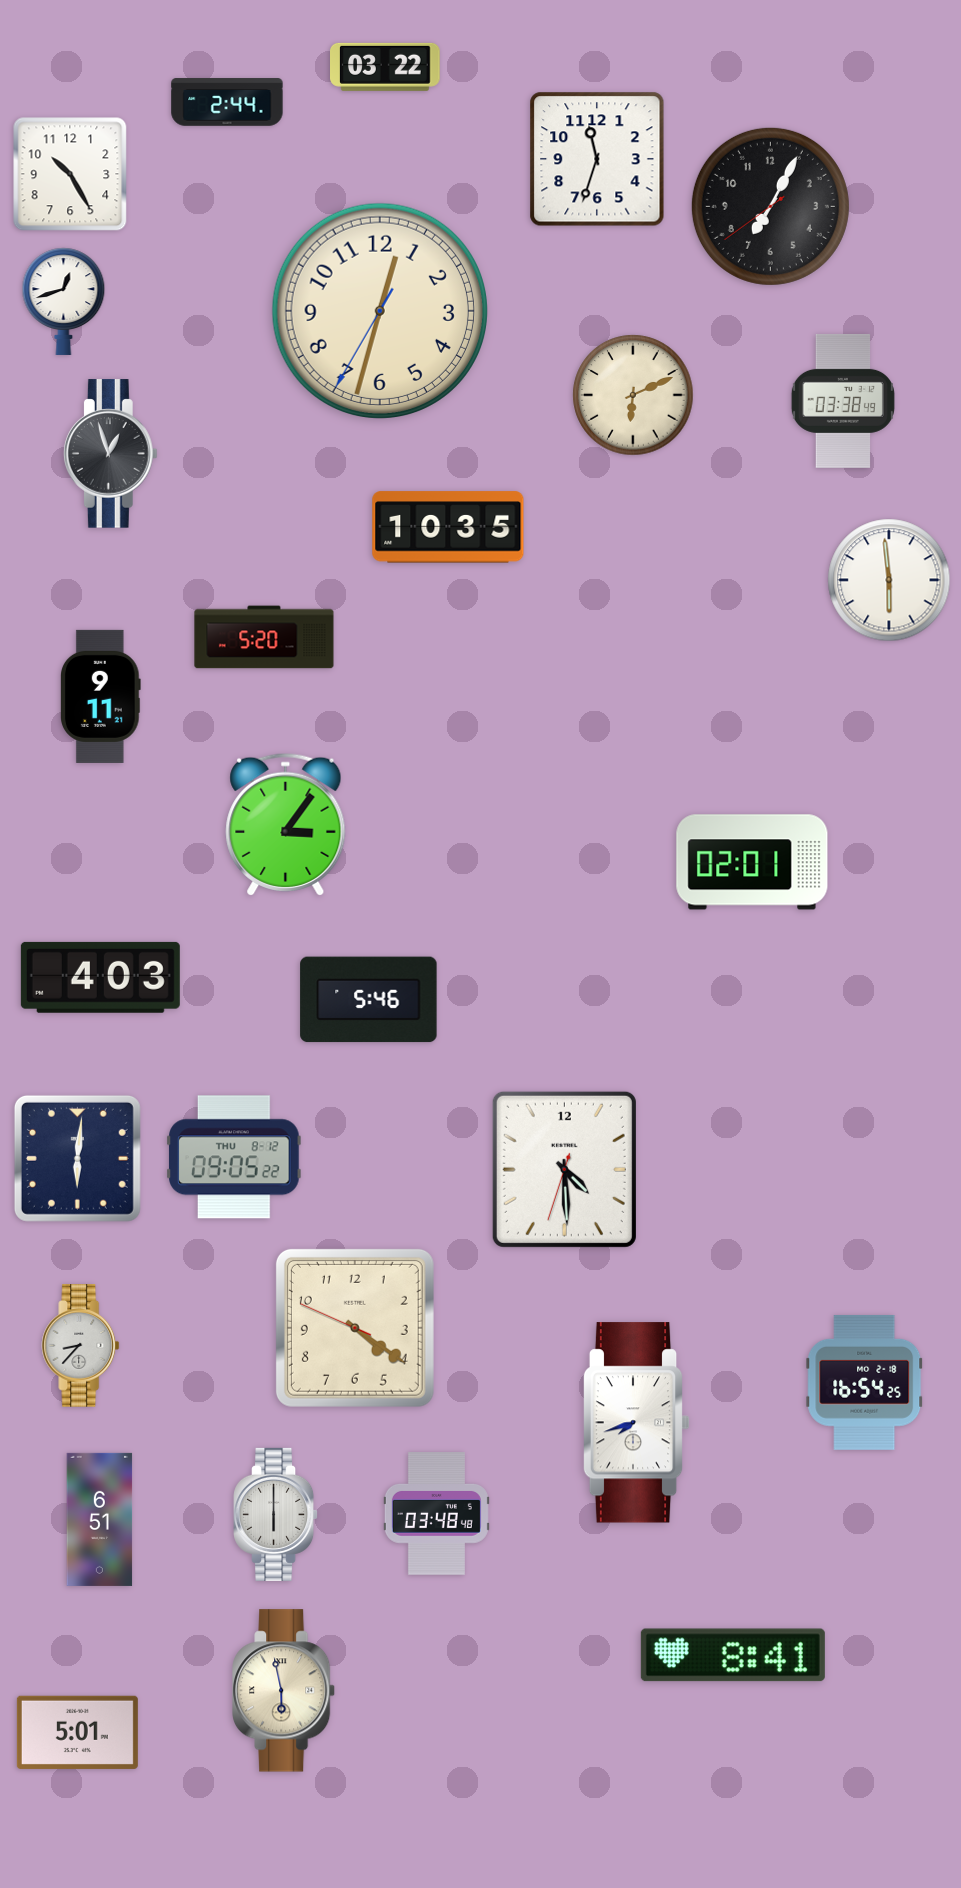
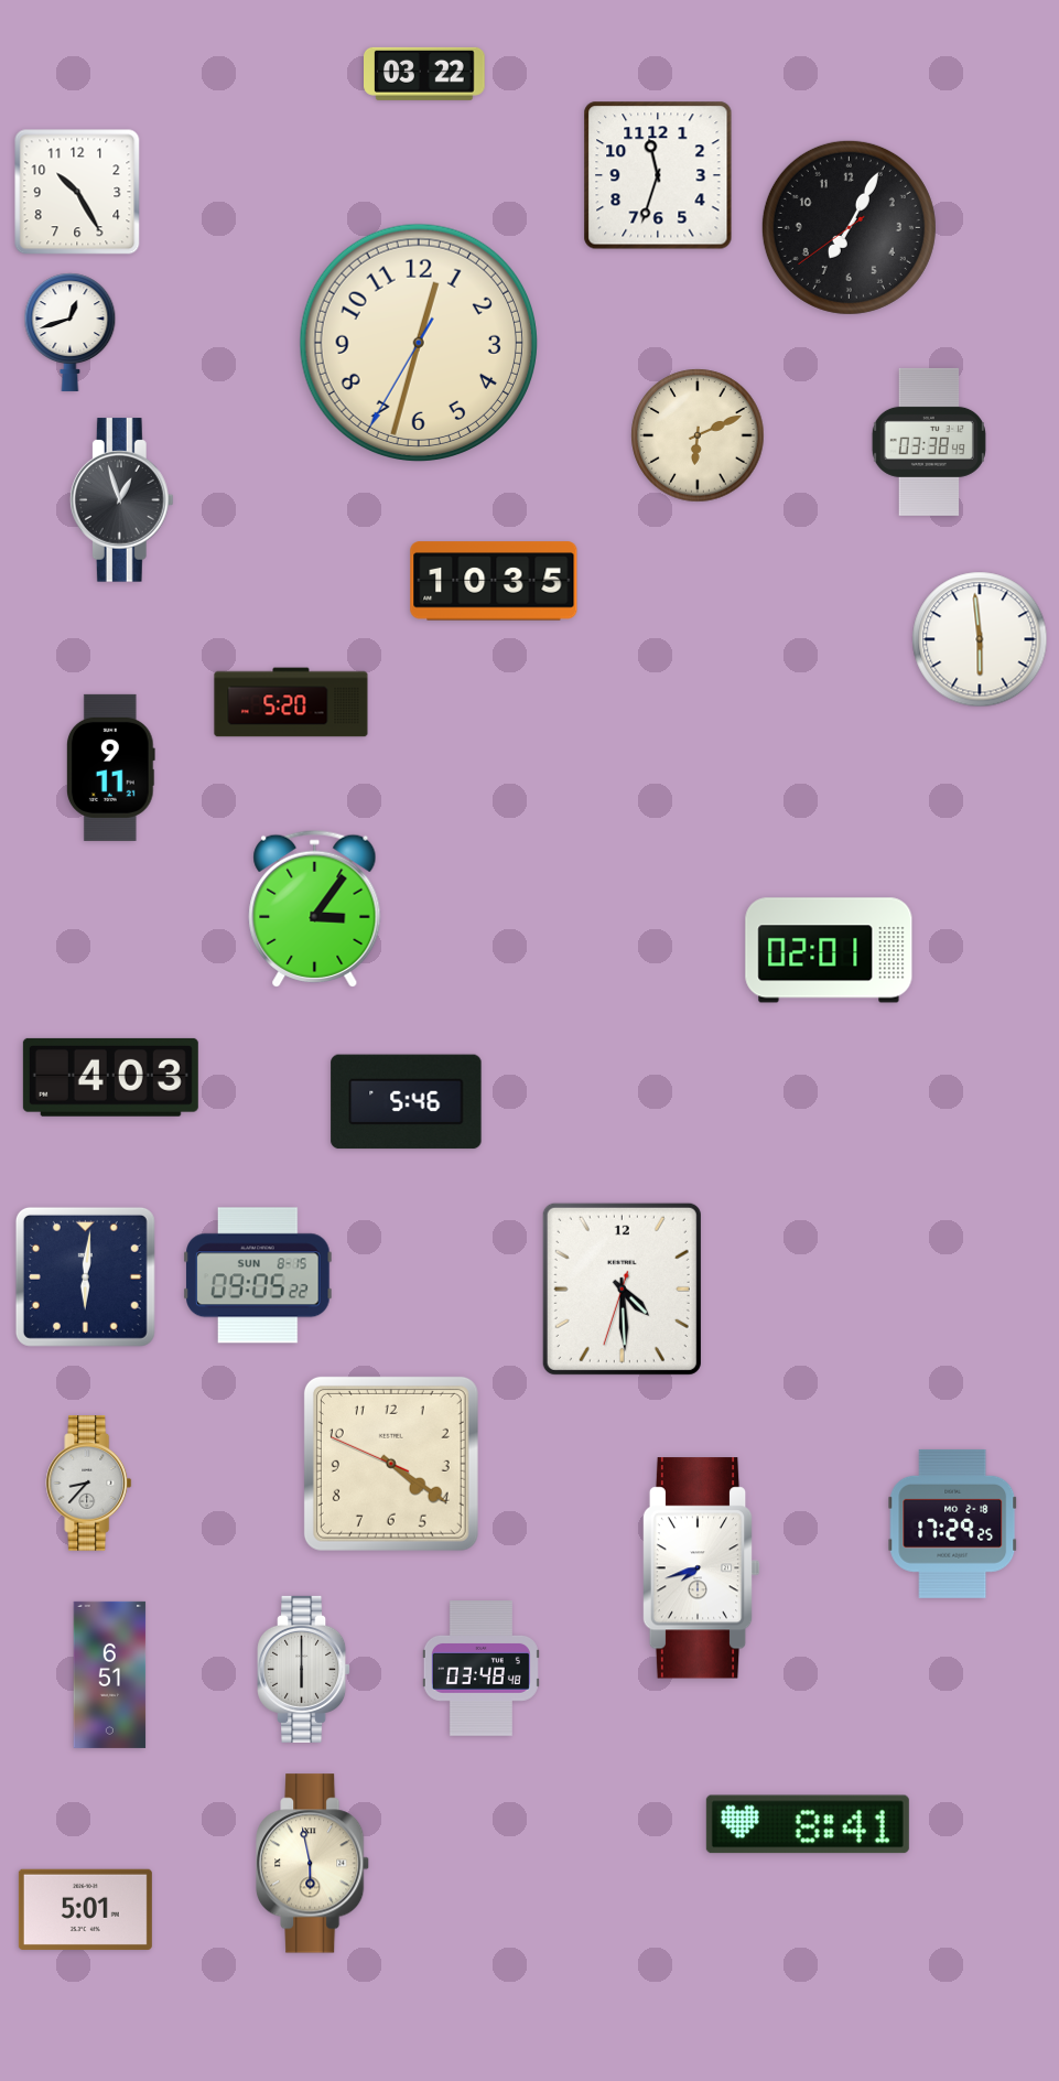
clock at (227, 102): 2:44 -> none
clock at (235, 1157) date: THU 8-12 -> SUN 8-15
clock at (865, 1382): 16:54 -> 17:29
